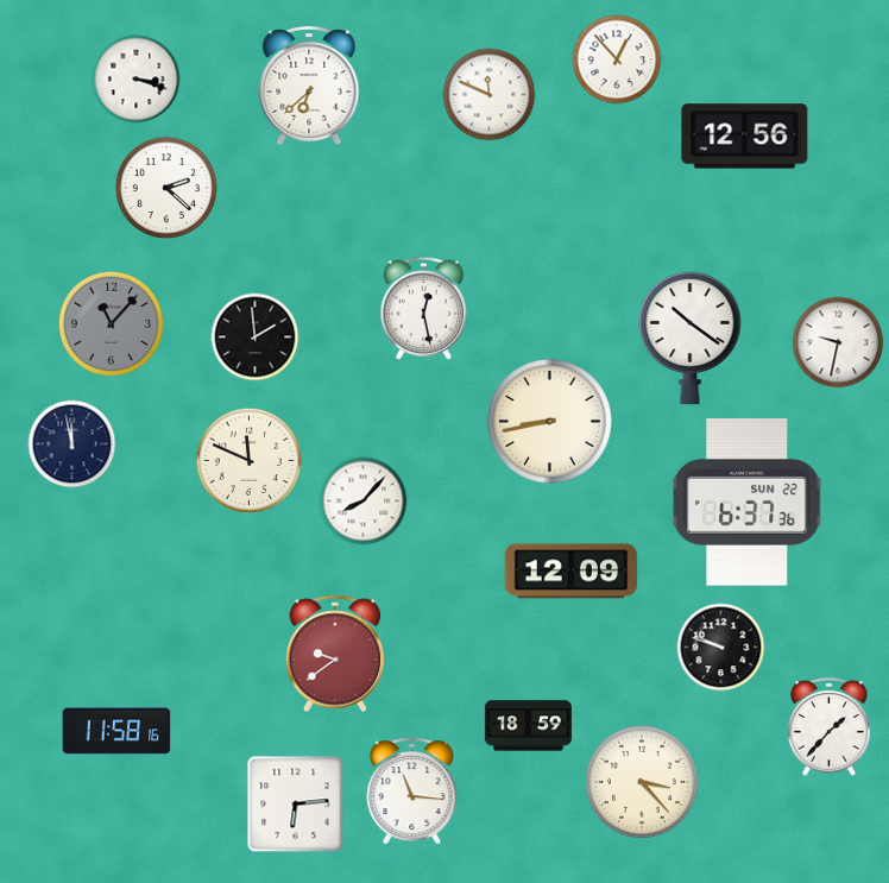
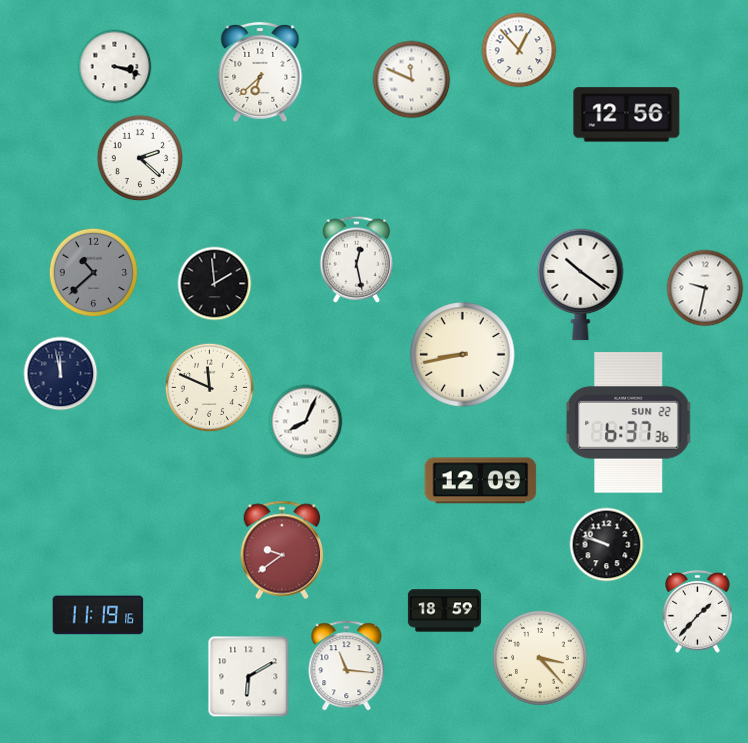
clock at (111, 323): 11:07 -> 10:38
clock at (364, 502): 8:07 -> 8:04
clock at (116, 731): 11:58 -> 11:19
clock at (296, 805): 6:14 -> 6:10
